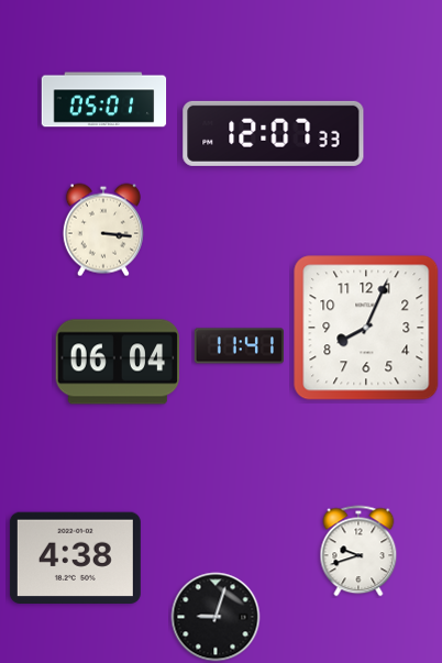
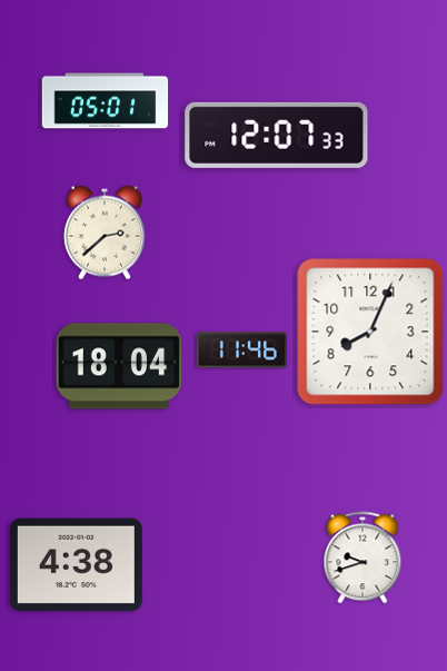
clock at (103, 230): 3:16 -> 2:38
clock at (239, 346): 11:41 -> 11:46
clock at (118, 362): 06:04 -> 18:04
clock at (216, 617): 9:03 -> none
